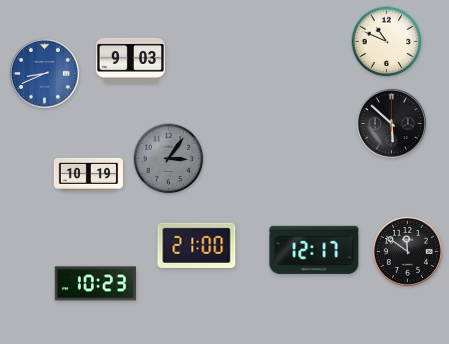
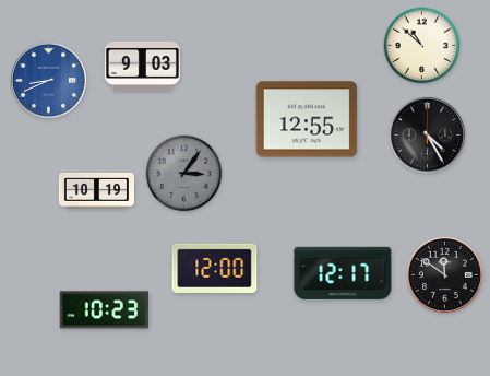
clock at (387, 42): 10:49 -> 10:52
clock at (307, 119): none -> 12:55
clock at (391, 123): 5:52 -> 4:25
clock at (197, 245): 21:00 -> 12:00
